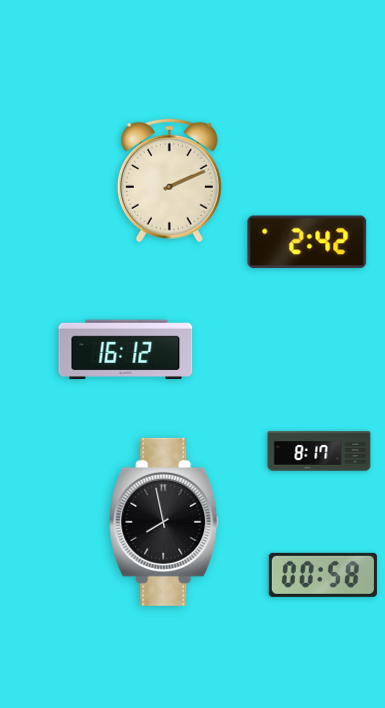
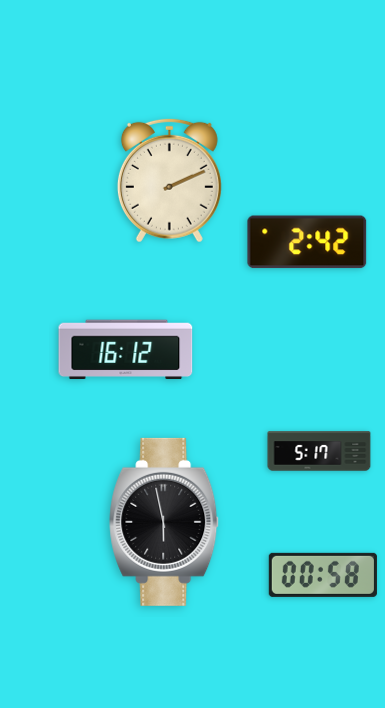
clock at (319, 451): 8:17 -> 5:17
clock at (165, 522): 7:58 -> 5:58
